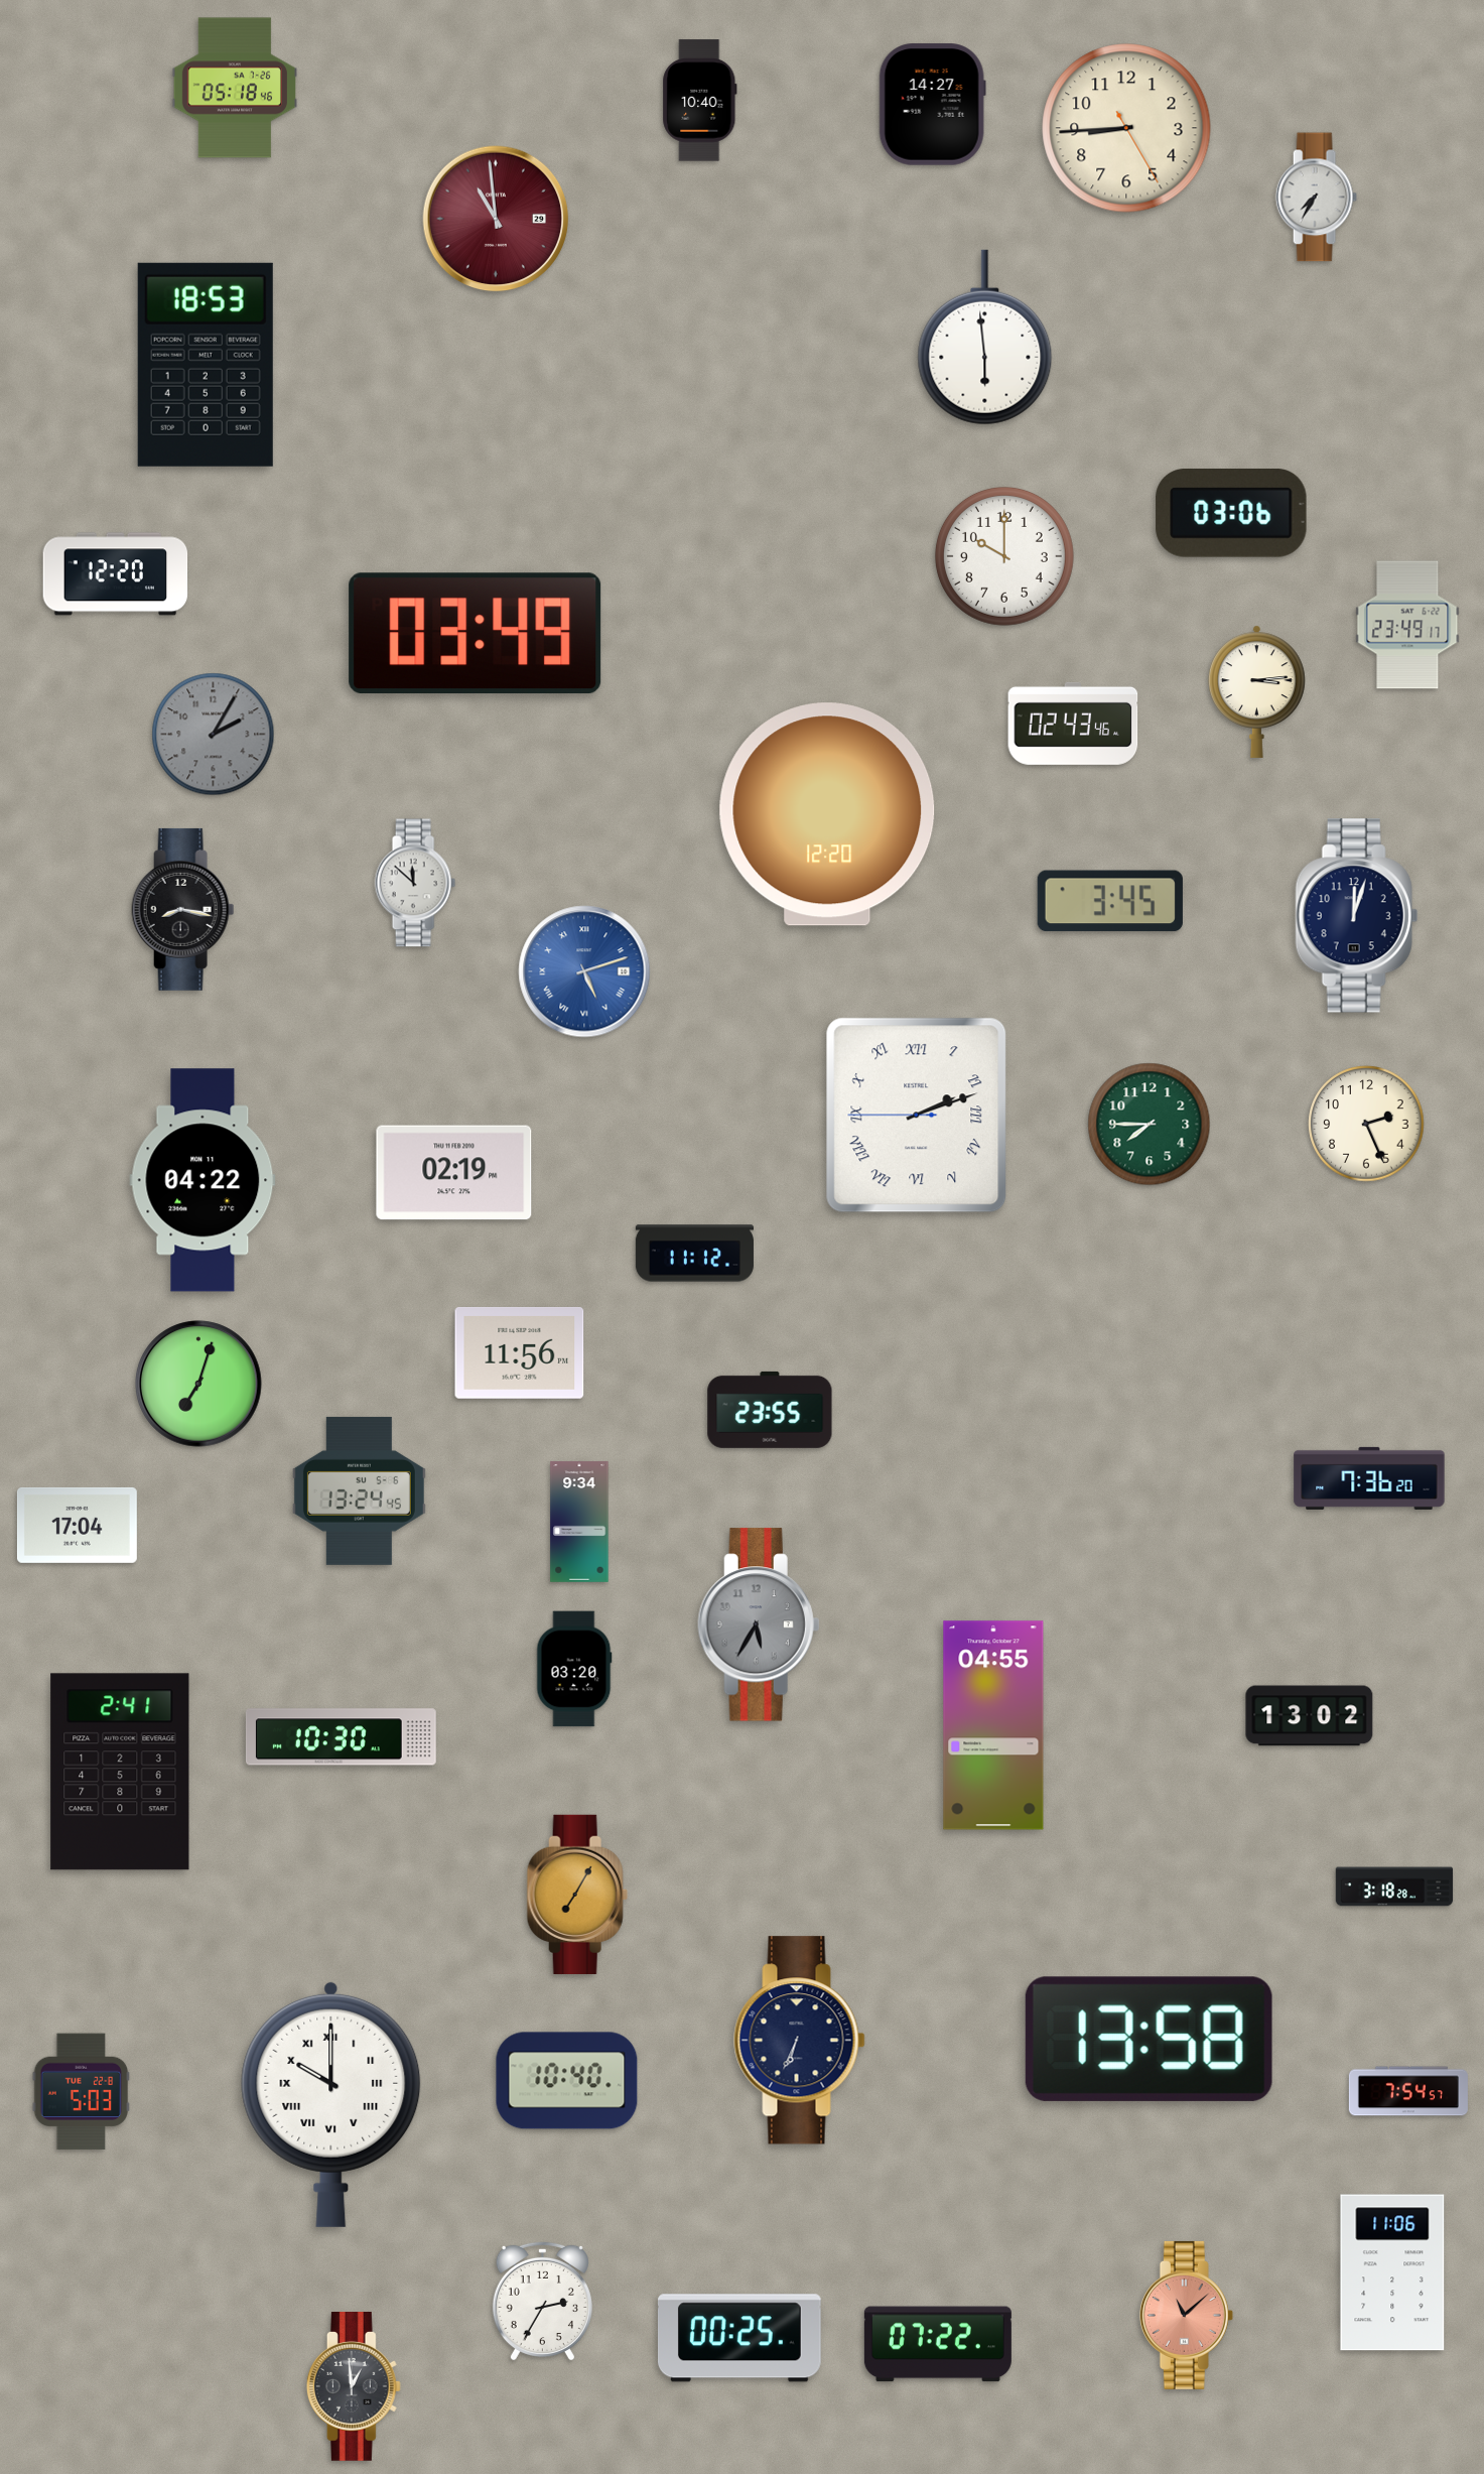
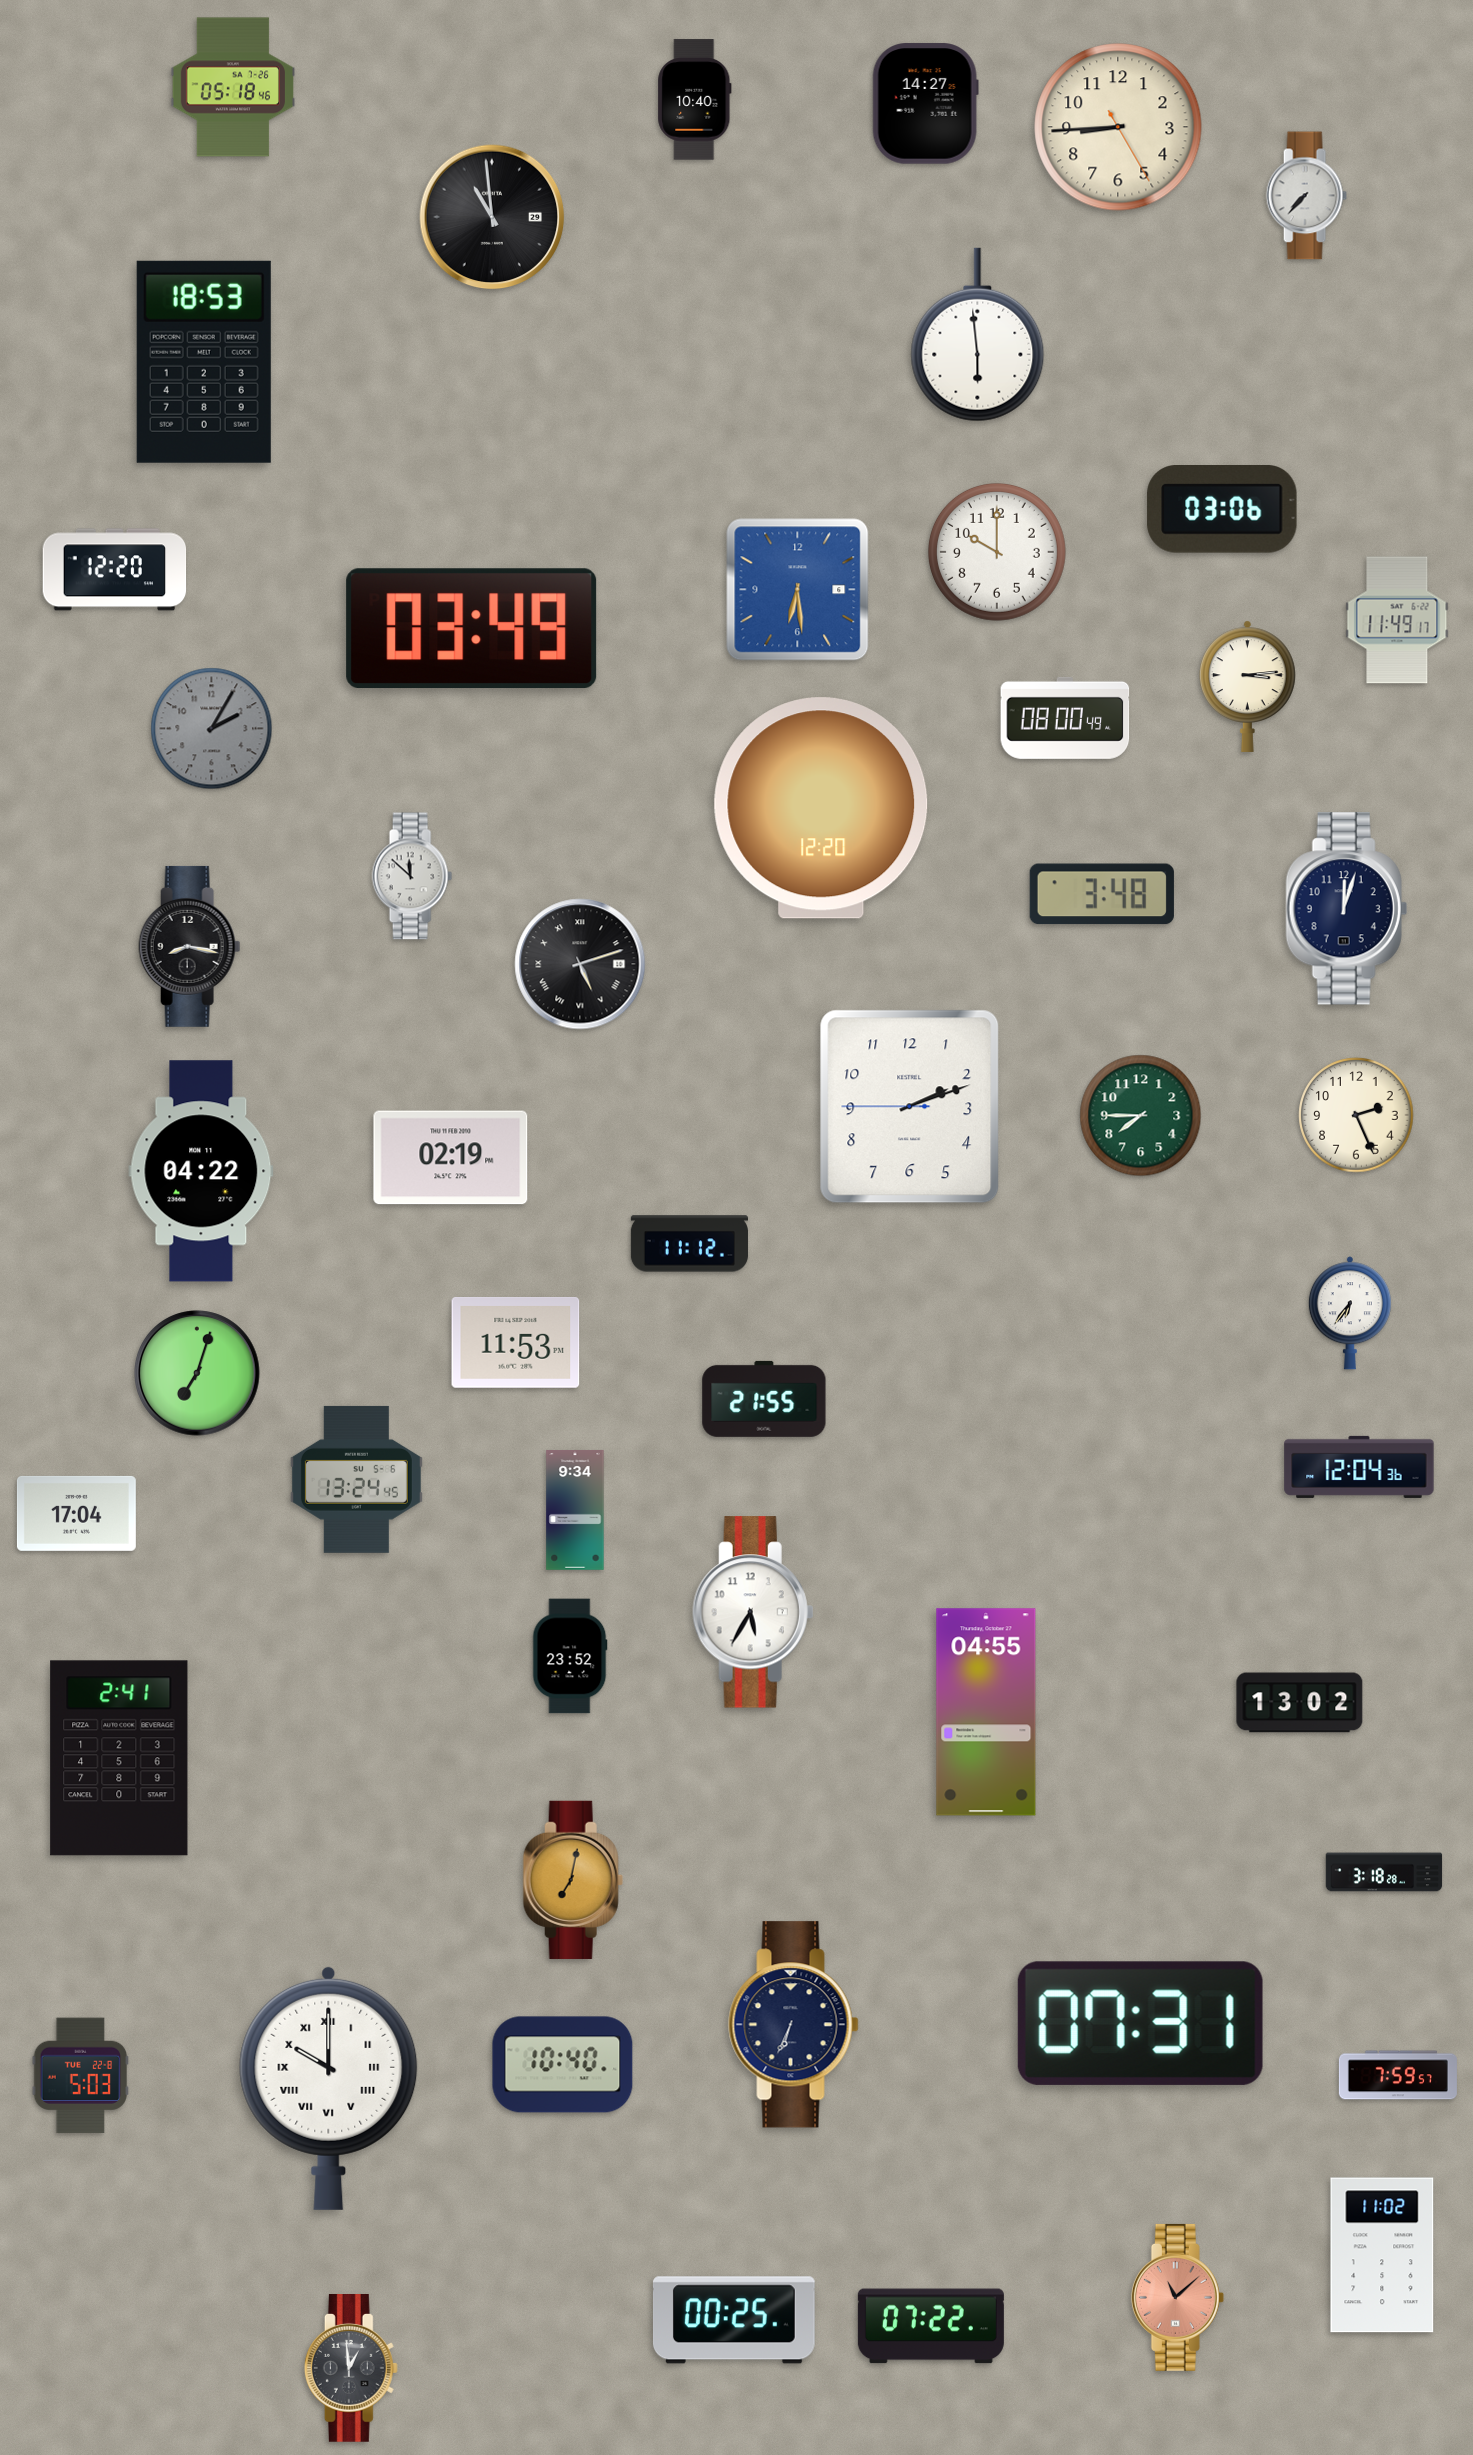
clock at (1316, 198): 7:35 -> 7:37
clock at (496, 219) dial: burgundy -> black
clock at (798, 590): none -> 6:29
clock at (1407, 625): 23:49 -> 11:49
clock at (1073, 724): 02:43 -> 08:00
clock at (1110, 901): 3:45 -> 3:48
clock at (183, 909) position: (183, 909) -> (190, 946)
clock at (584, 971) dial: blue -> black
clock at (917, 1116) numerals: Roman -> Arabic
clock at (454, 1173) position: (454, 1173) -> (451, 1158)
clock at (1350, 1313): none -> 6:36
clock at (520, 1352): 11:56 -> 11:53
clock at (770, 1410): 23:55 -> 21:55
clock at (1369, 1478): 7:36 -> 12:04
clock at (759, 1624) dial: grey -> white
clock at (574, 1669): 03:20 -> 23:52
clock at (341, 1737): 10:30 -> none
clock at (577, 1895): 7:05 -> 7:02
clock at (1149, 2039): 13:58 -> 07:31
clock at (1408, 2091): 7:54 -> 7:59
clock at (1392, 2272): 11:06 -> 11:02
clock at (542, 2301): 2:35 -> none
